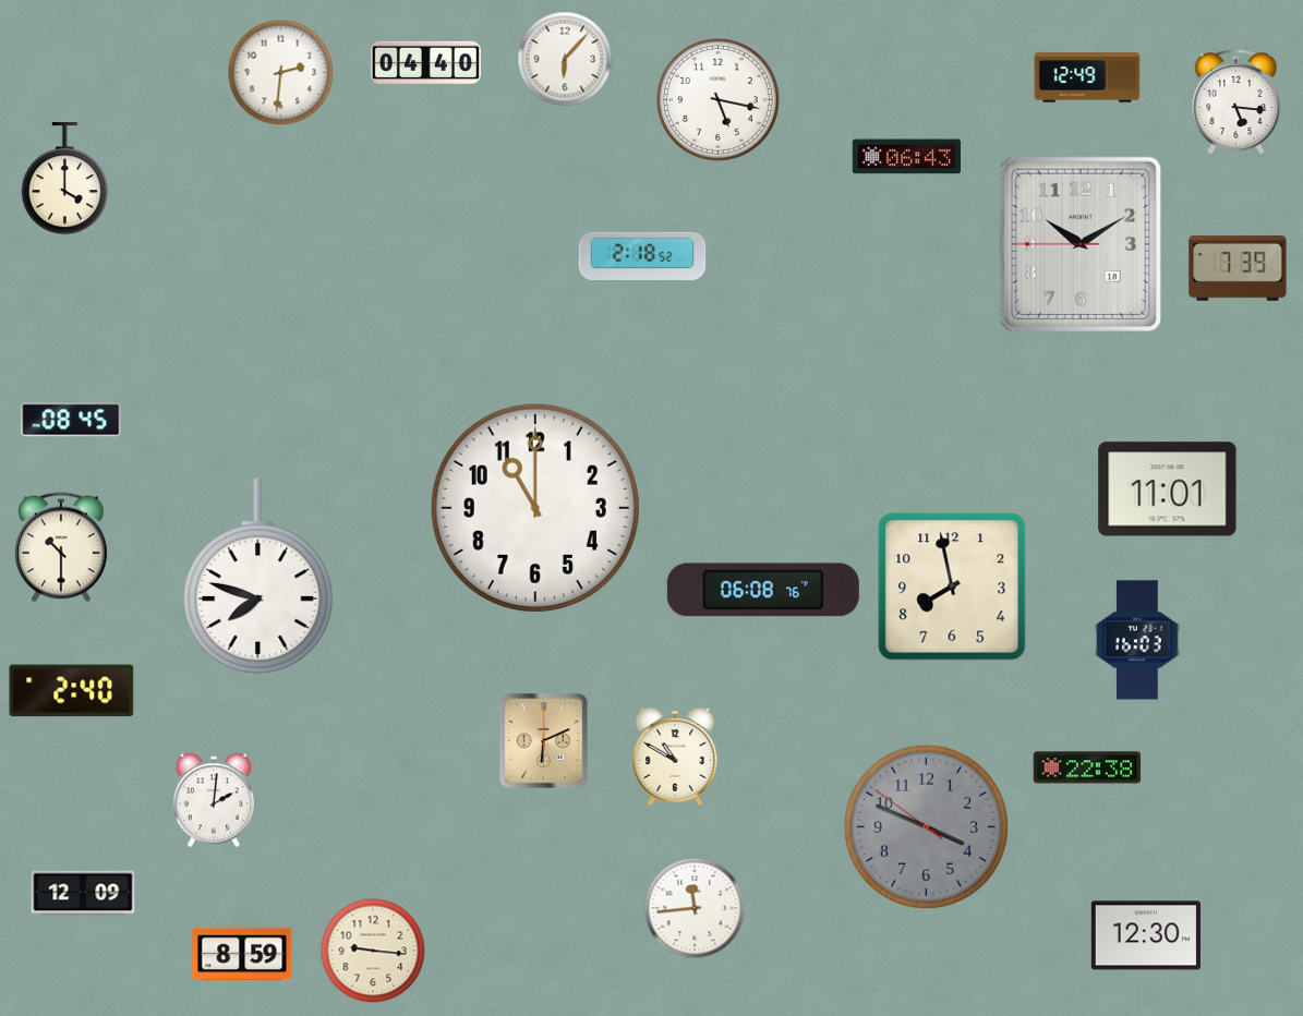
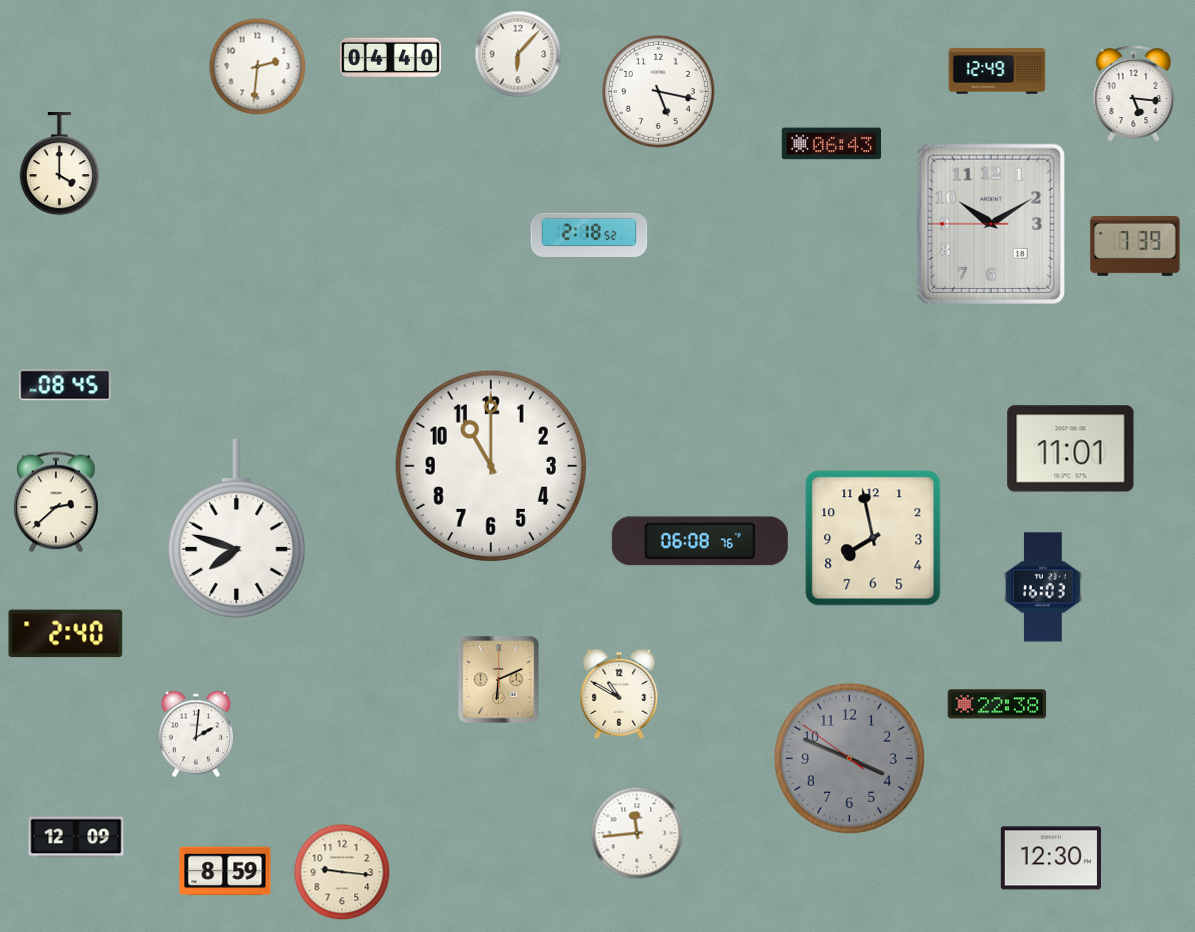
clock at (61, 547): 10:30 -> 2:38
clock at (83, 893) position: (83, 893) -> (76, 837)
clock at (242, 954) position: (242, 954) -> (225, 871)
